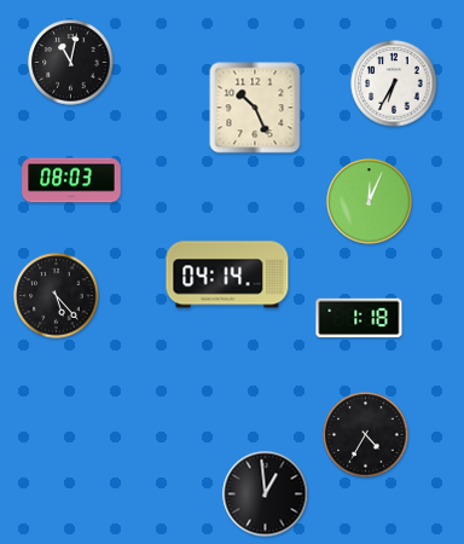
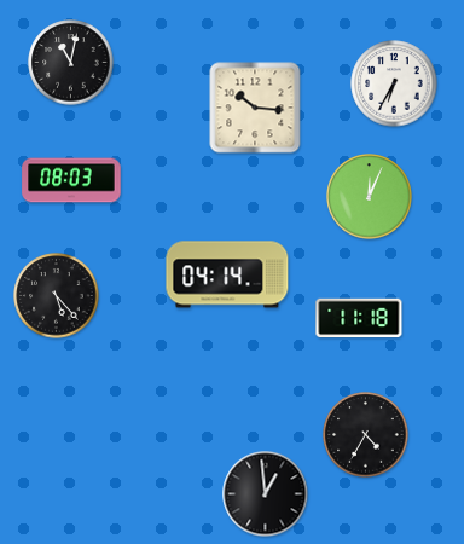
clock at (255, 108): 10:26 -> 10:16
clock at (370, 202) position: (370, 202) -> (370, 197)
clock at (359, 318): 1:18 -> 11:18
